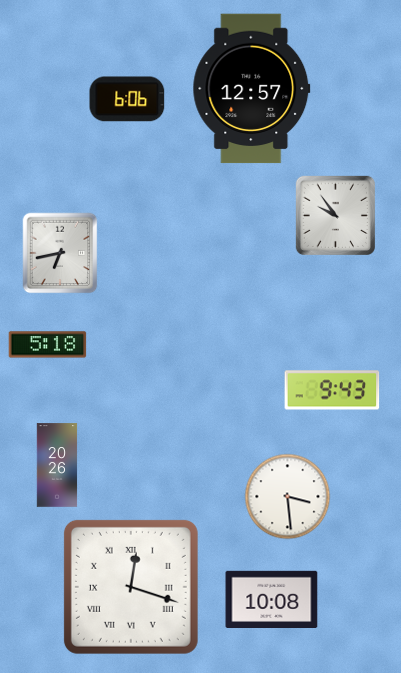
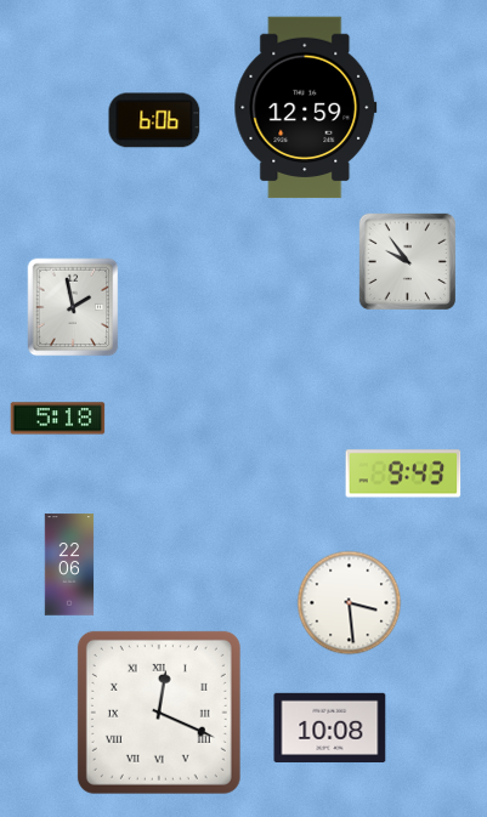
clock at (252, 89): 12:57 -> 12:59
clock at (60, 253): 6:43 -> 1:58
clock at (57, 465): 20:26 -> 22:06
clock at (131, 587): 12:18 -> 12:19
